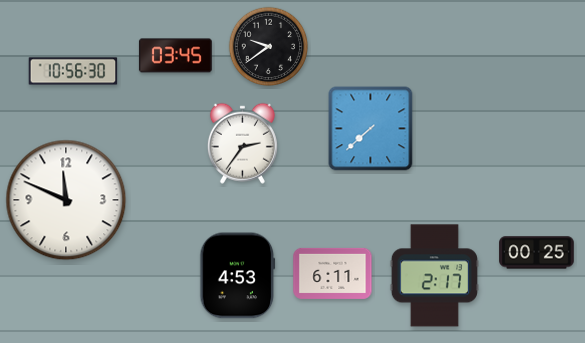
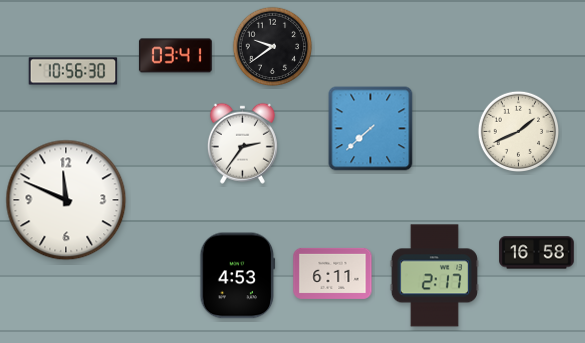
clock at (269, 47) position: (269, 47) -> (273, 47)
clock at (175, 56): 03:45 -> 03:41
clock at (518, 131): none -> 1:41
clock at (537, 253): 00:25 -> 16:58
